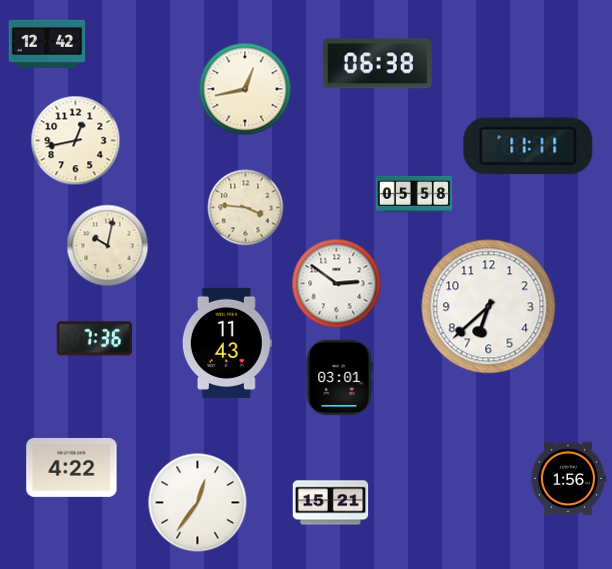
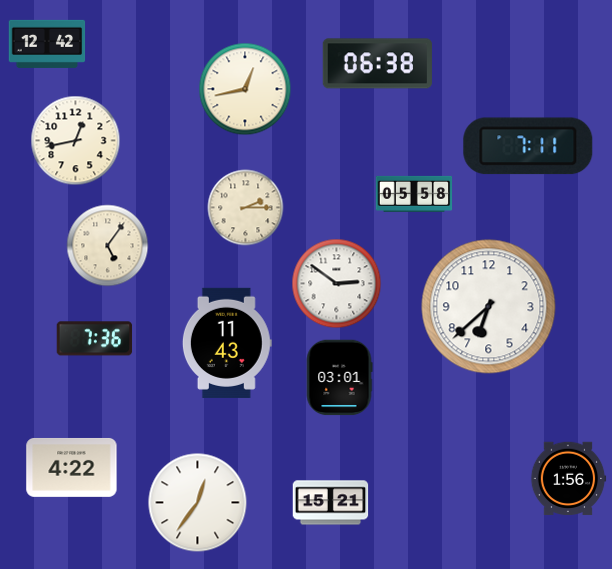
clock at (528, 146): 11:11 -> 7:11
clock at (246, 208): 3:46 -> 2:15
clock at (108, 246): 10:02 -> 5:06
